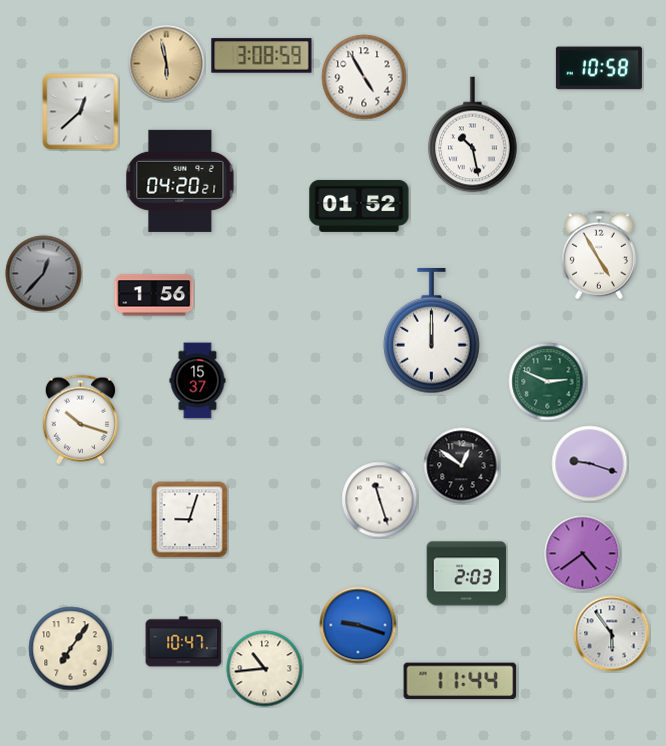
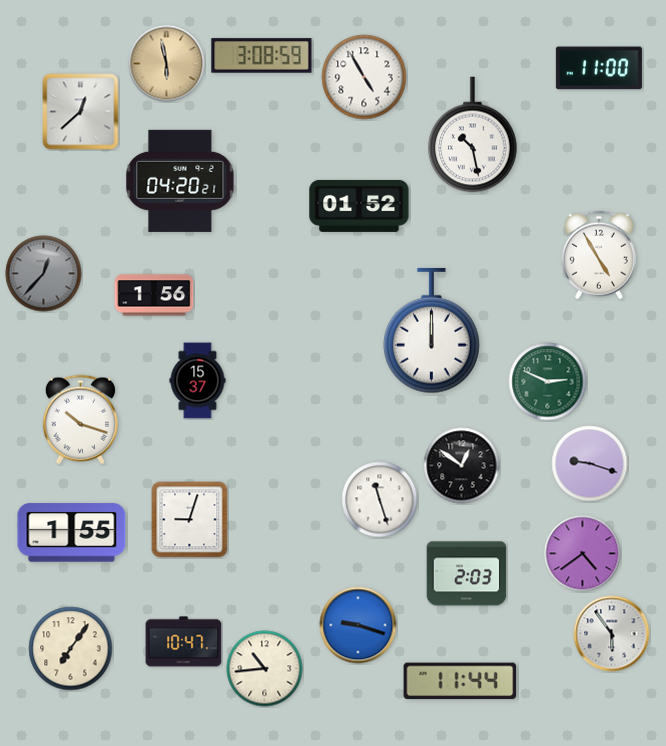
clock at (599, 68): 10:58 -> 11:00
clock at (72, 533): none -> 1:55
